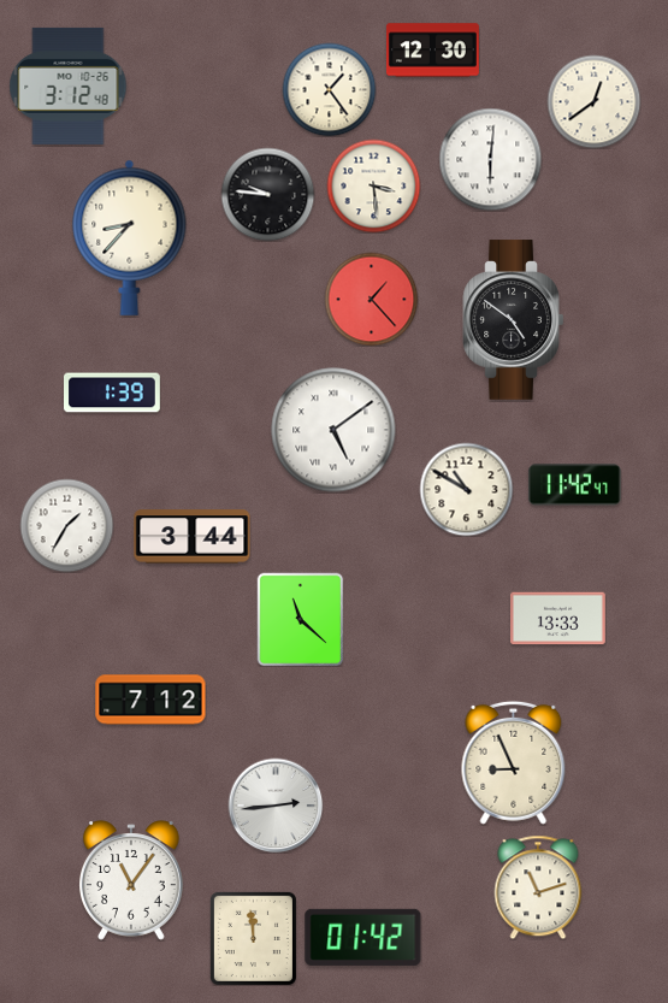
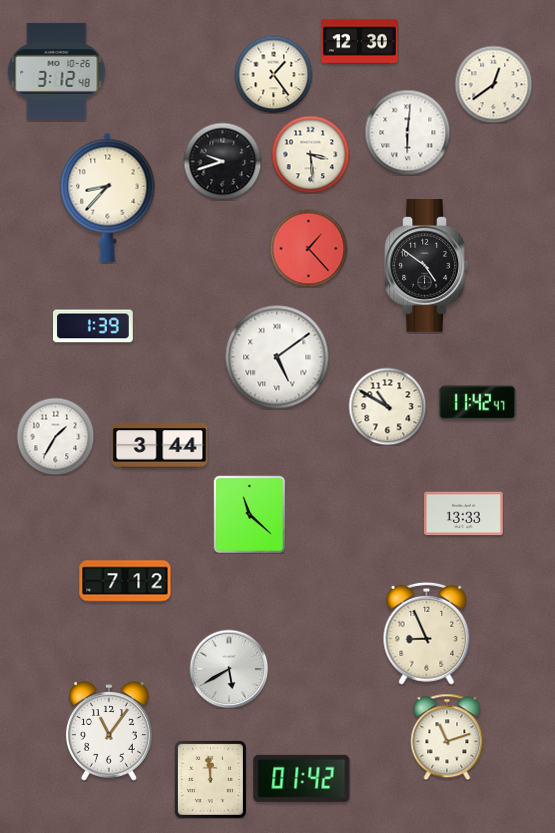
clock at (267, 194): 9:46 -> 9:42
clock at (276, 806): 2:44 -> 5:40
